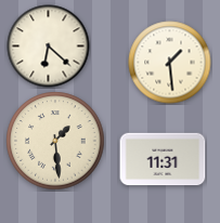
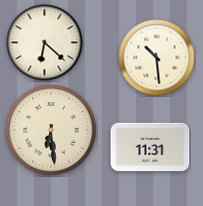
clock at (170, 63): 1:29 -> 10:29
clock at (55, 141): 1:29 -> 6:29
